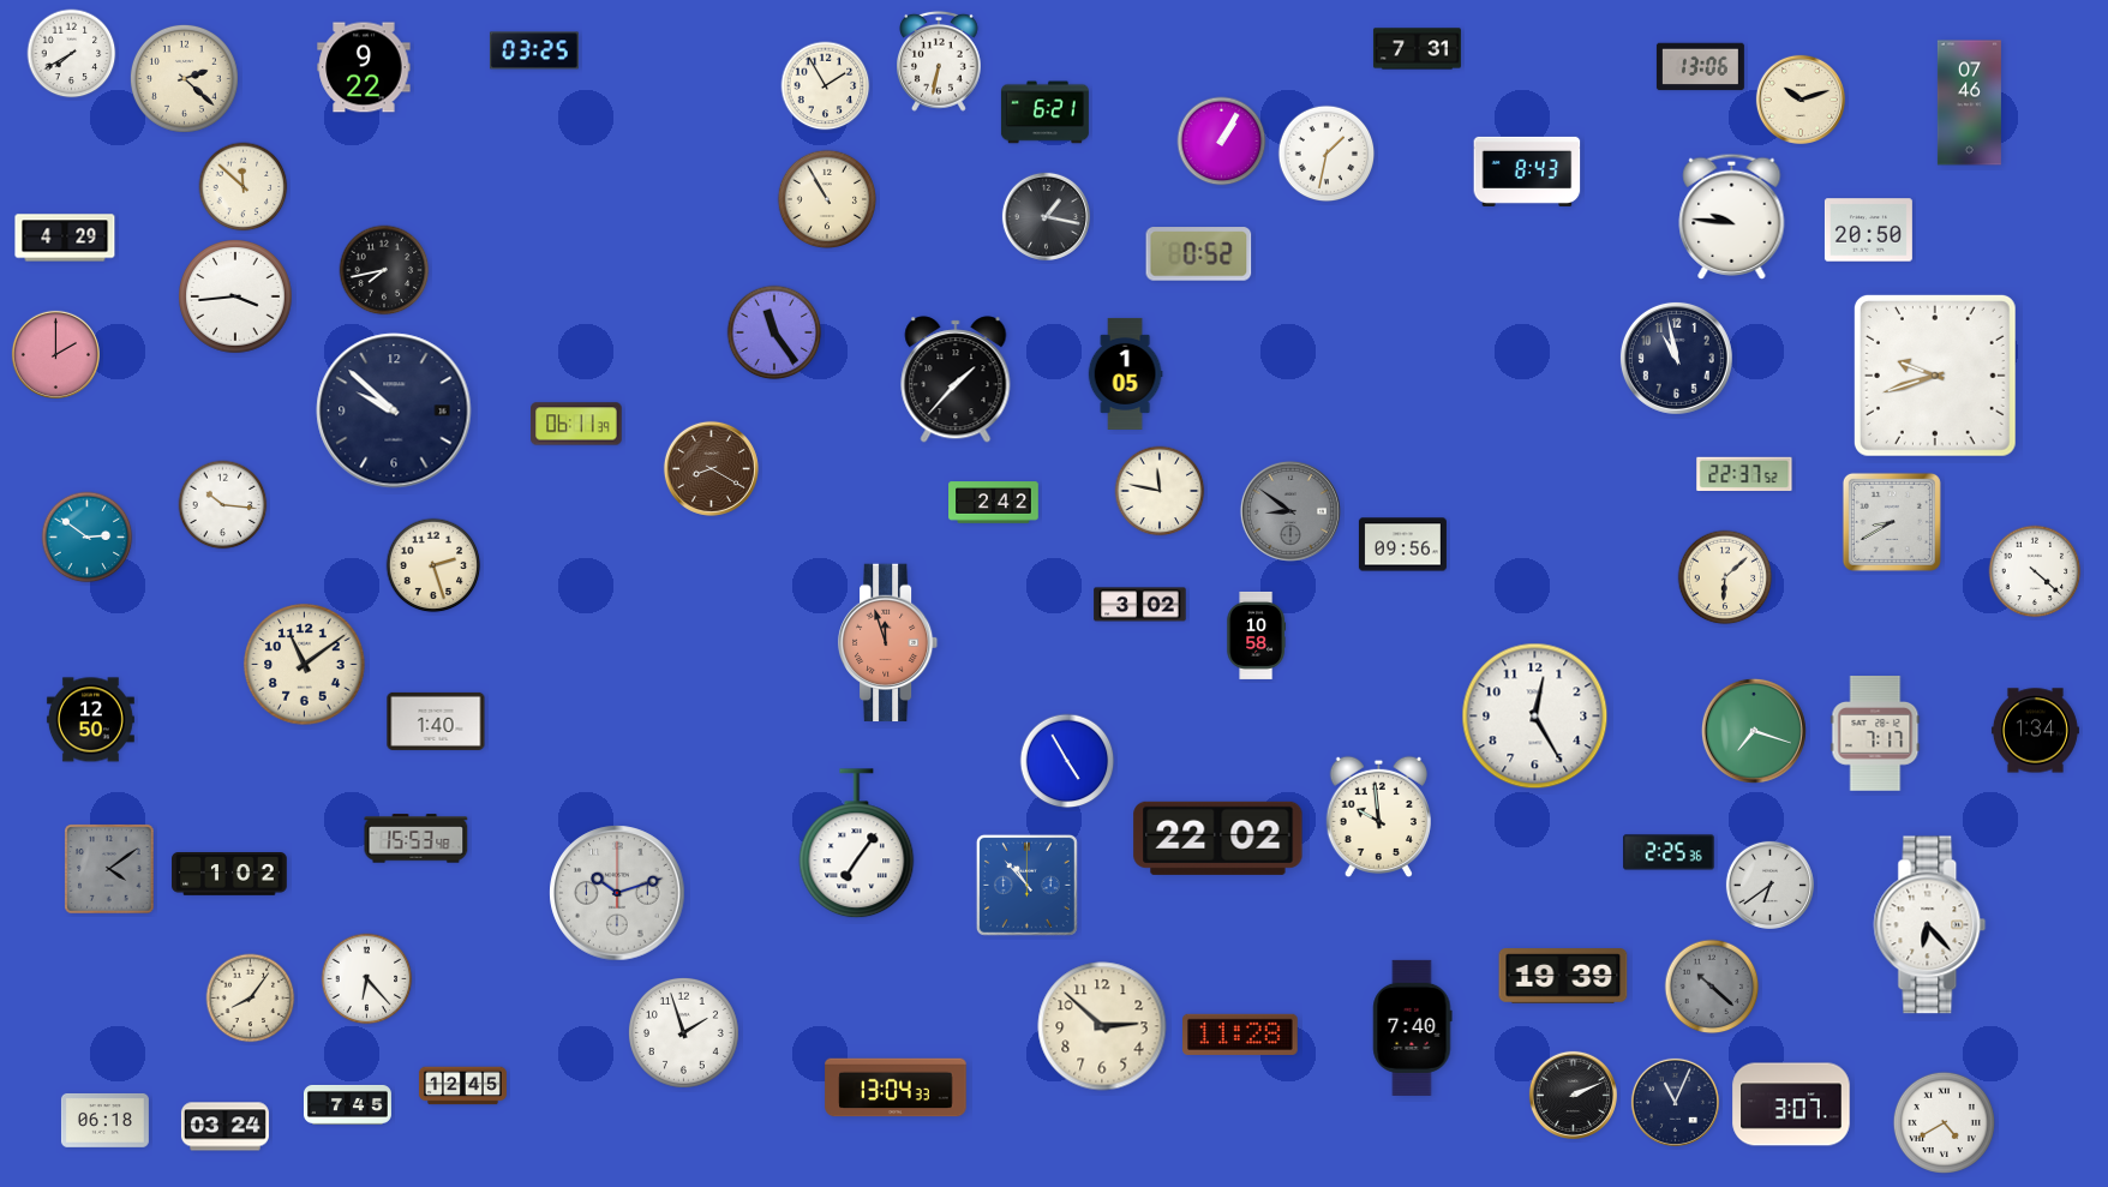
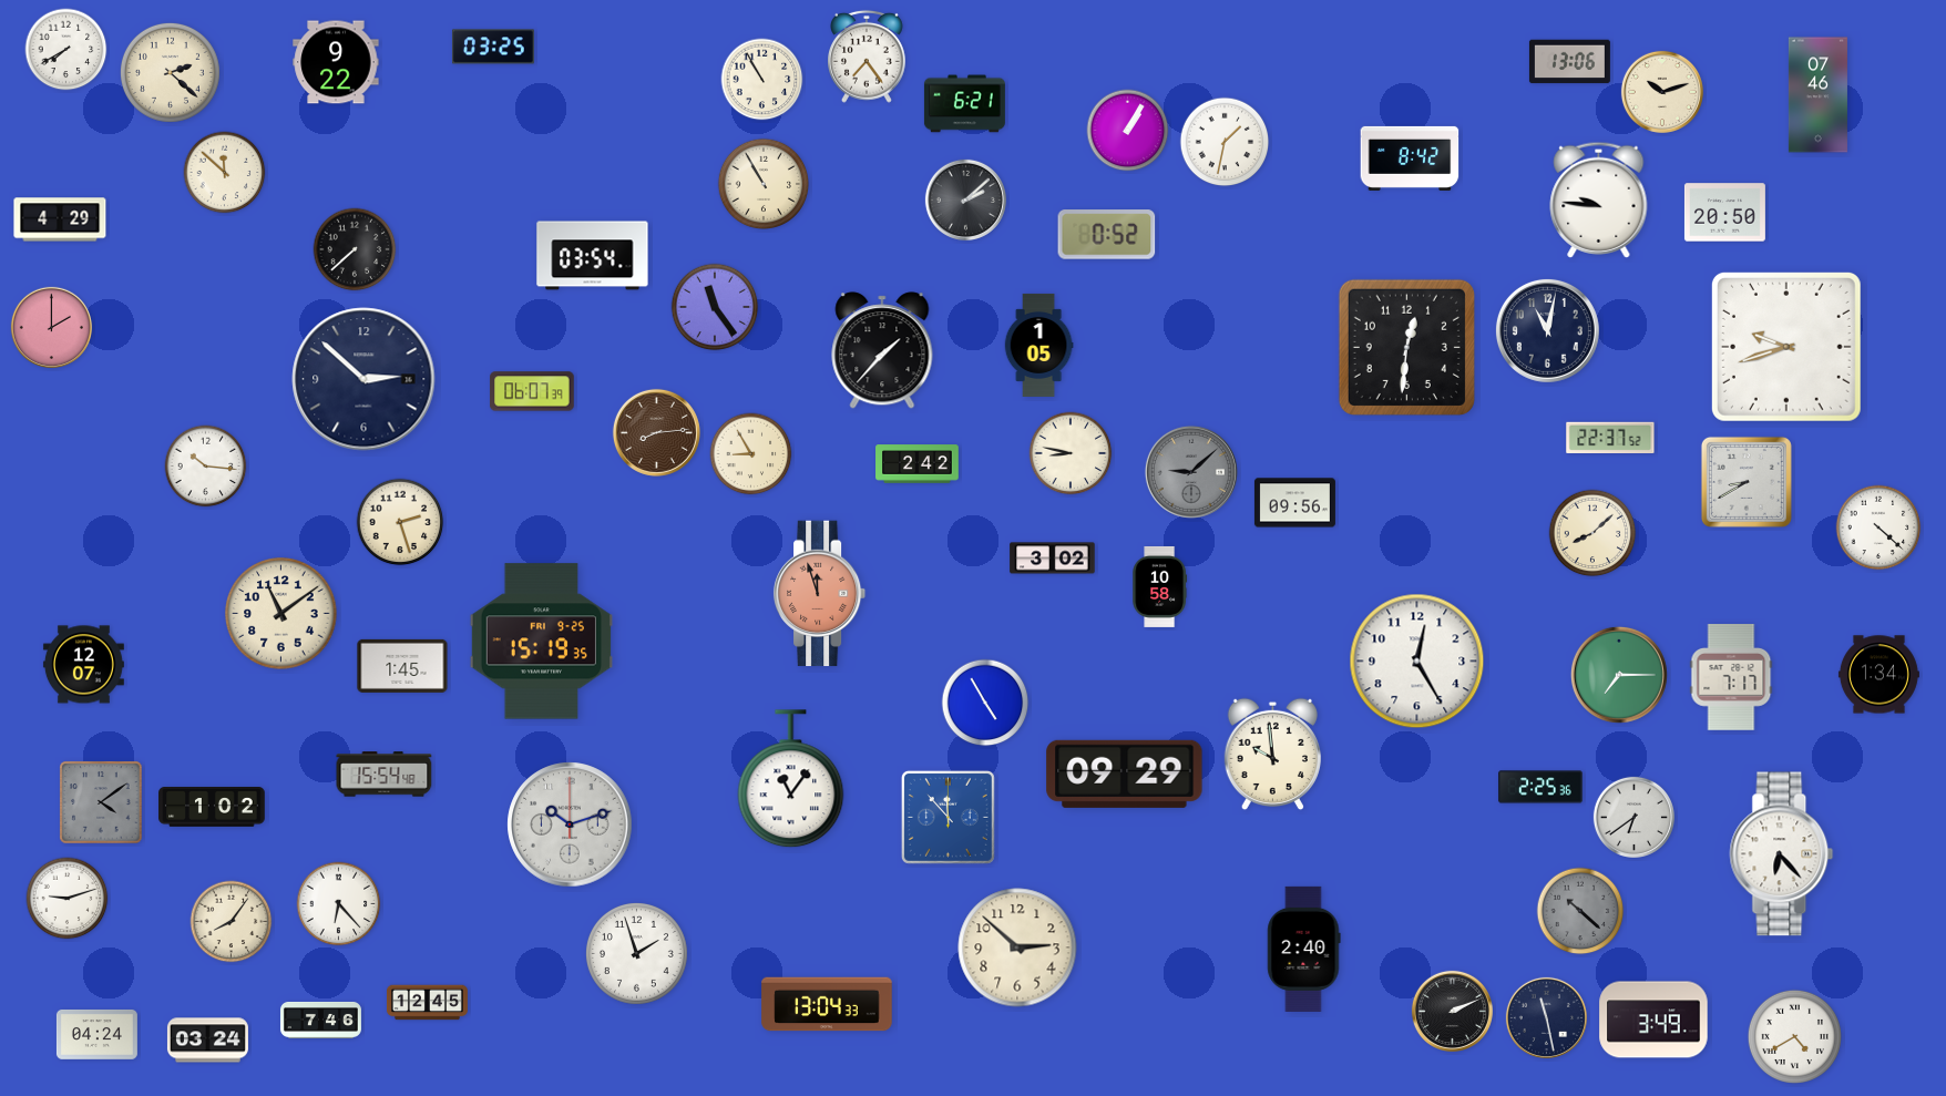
clock at (1417, 49): 7:31 -> none
clock at (940, 61): 6:32 -> 7:24
clock at (826, 86): 1:55 -> 10:55
clock at (1527, 172): 8:43 -> 8:42
clock at (1046, 216): 1:17 -> 2:08
clock at (384, 270): 7:43 -> 7:38
clock at (593, 256): none -> 03:54
clock at (236, 298): 3:44 -> none
clock at (1676, 358): 10:58 -> 11:02
clock at (1406, 347): none -> 12:31
clock at (394, 410): 9:52 -> 2:52
clock at (576, 424): 06:11 -> 06:07
clock at (711, 468): 8:20 -> 8:14
clock at (1160, 491): 11:47 -> 8:47
clock at (751, 454): none -> 8:55
clock at (1290, 511): 8:51 -> 9:08
clock at (88, 538): 2:51 -> none
clock at (1725, 577): 6:08 -> 8:08
clock at (541, 642): none -> 15:19
clock at (90, 720): 12:50 -> 12:07
clock at (436, 721): 1:40 -> 1:45
clock at (1754, 731): 7:18 -> 7:15
clock at (1218, 838): 22:02 -> 09:29
clock at (417, 839): 15:53 -> 15:54
clock at (857, 844): 7:06 -> 11:06
clock at (1026, 885): 10:53 -> 11:53
clock at (68, 899): none -> 9:12
clock at (1563, 976): 19:39 -> none
clock at (1413, 1027): 7:40 -> 2:40
clock at (683, 1032) position: (683, 1032) -> (636, 953)
clock at (1241, 1035): 11:28 -> none
clock at (1675, 1102): 11:04 -> 11:28
clock at (347, 1104): 7:45 -> 7:46
clock at (1791, 1104): 3:07 -> 3:49
clock at (104, 1120): 06:18 -> 04:24
